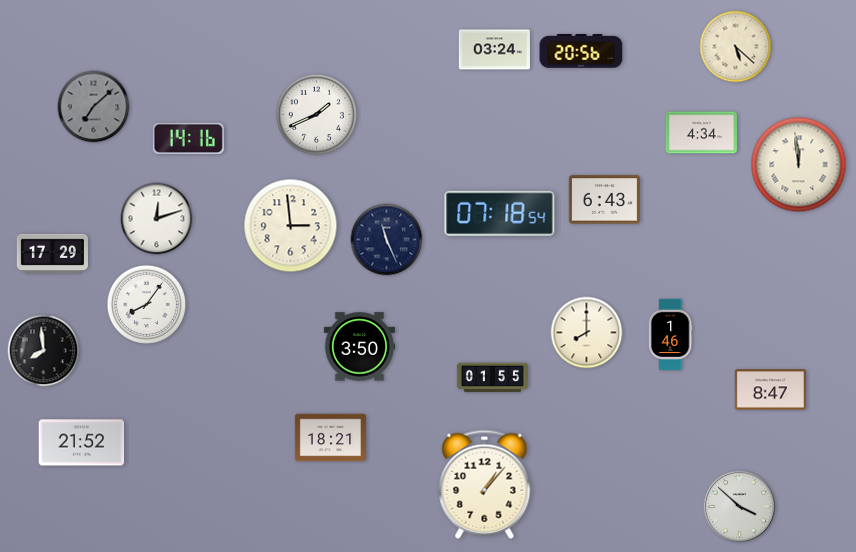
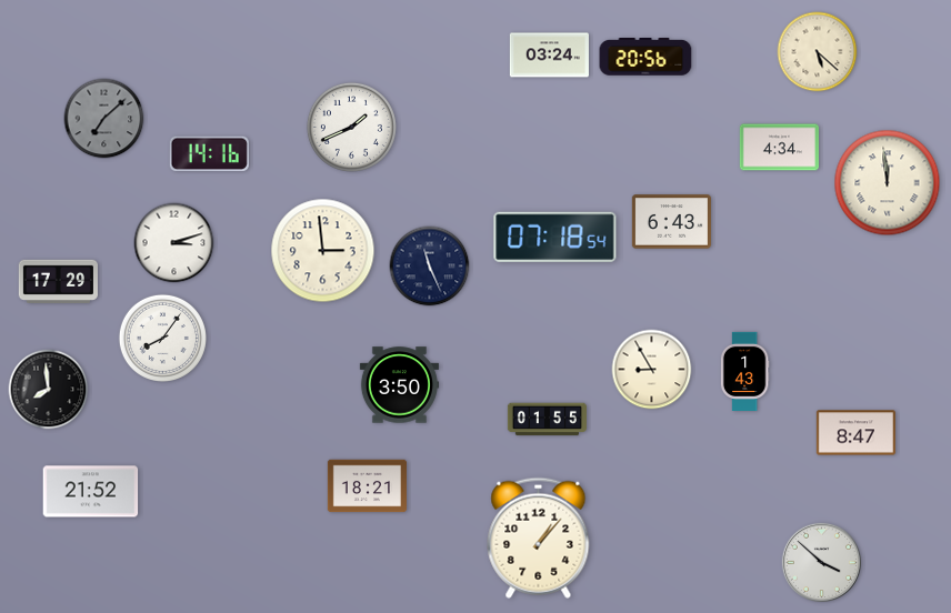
clock at (157, 219): 12:12 -> 3:12
clock at (587, 333): 8:00 -> 8:55
clock at (670, 334): 1:46 -> 1:43
